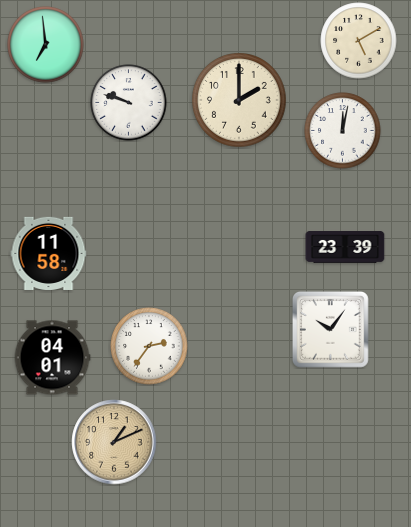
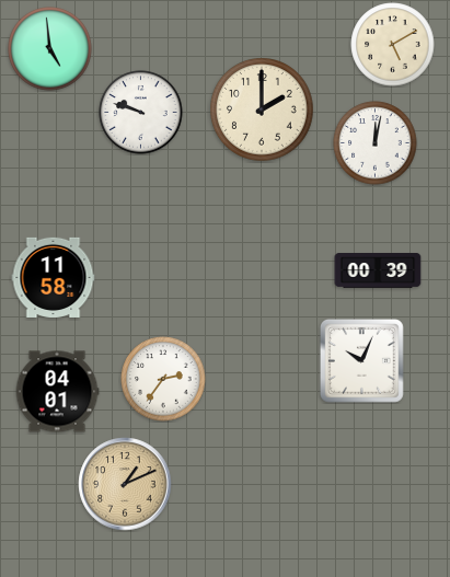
clock at (46, 45): 6:59 -> 4:59
clock at (345, 248): 23:39 -> 00:39
clock at (330, 329): 10:06 -> 10:04
